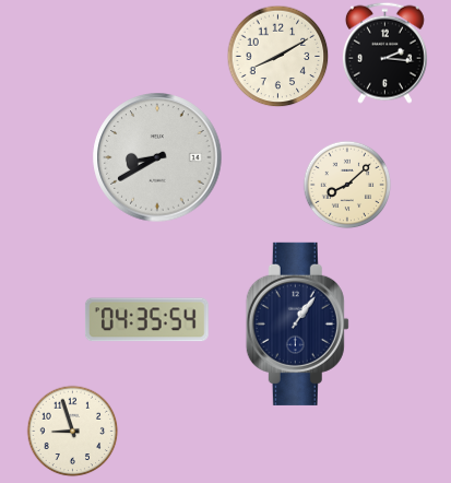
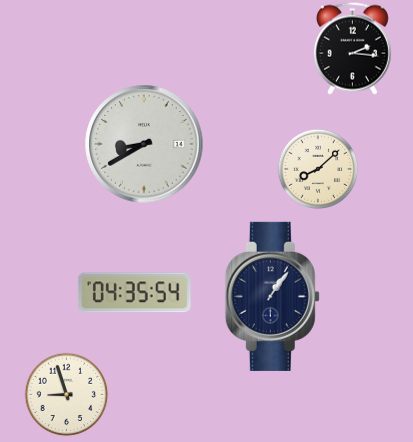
clock at (277, 56): 8:10 -> none
